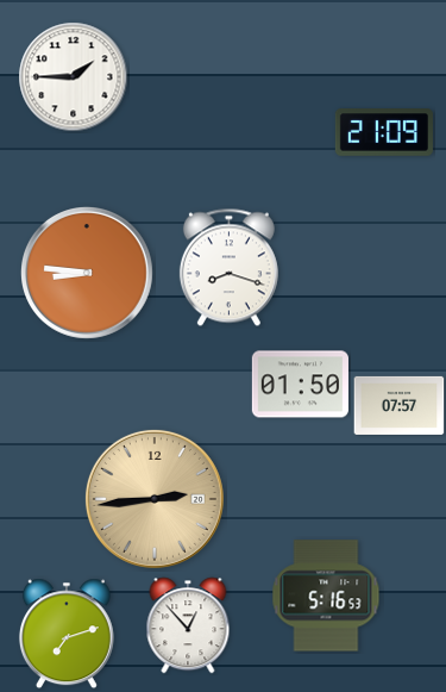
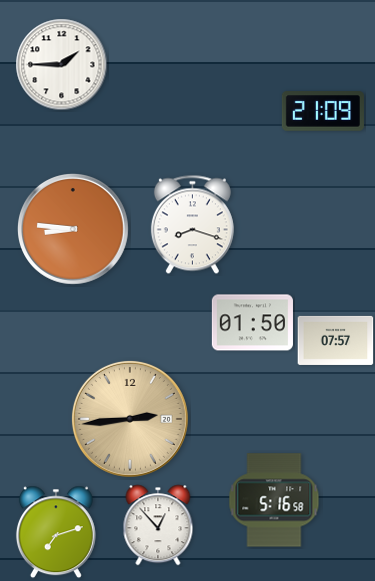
clock at (326, 596): 5:16:53 -> 5:16:58
